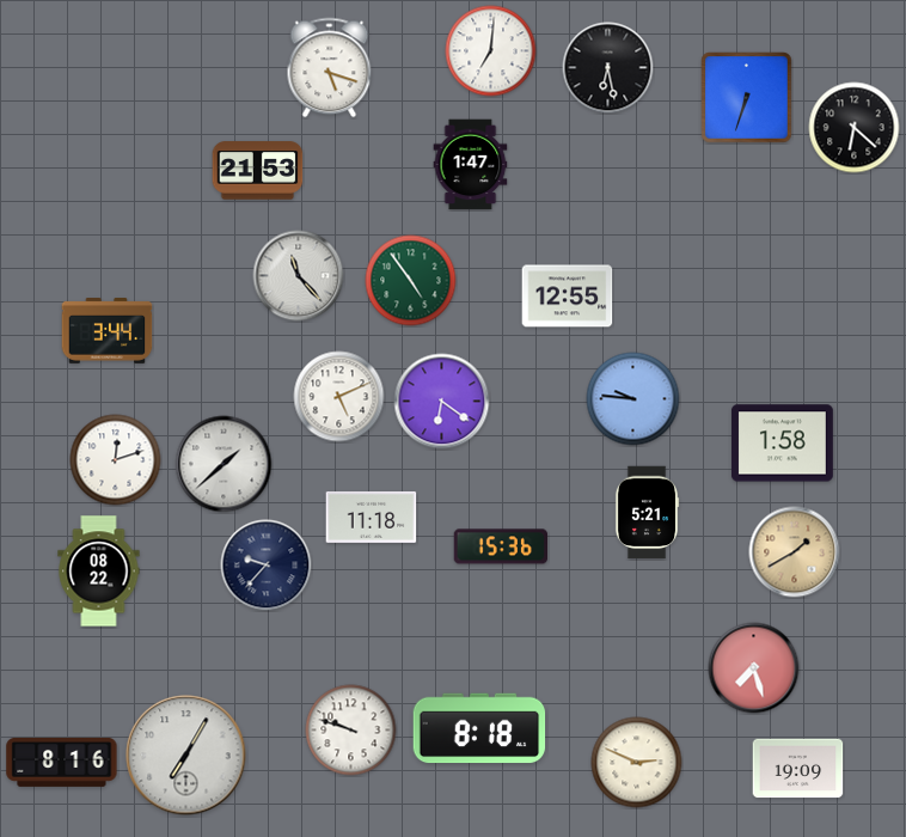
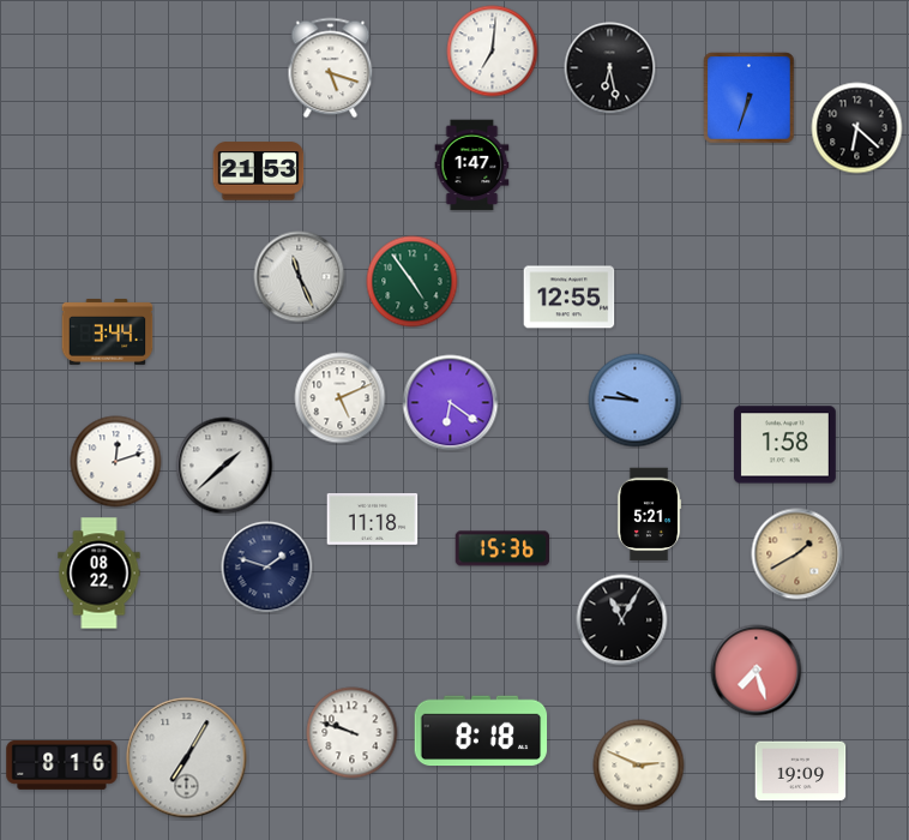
clock at (299, 276): 11:23 -> 11:26
clock at (442, 402) position: (442, 402) -> (451, 403)
clock at (267, 566): 9:37 -> 1:48
clock at (622, 620): none -> 11:05
